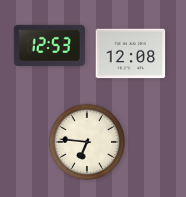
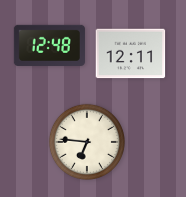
clock at (49, 45): 12:53 -> 12:48
clock at (131, 54): 12:08 -> 12:11
